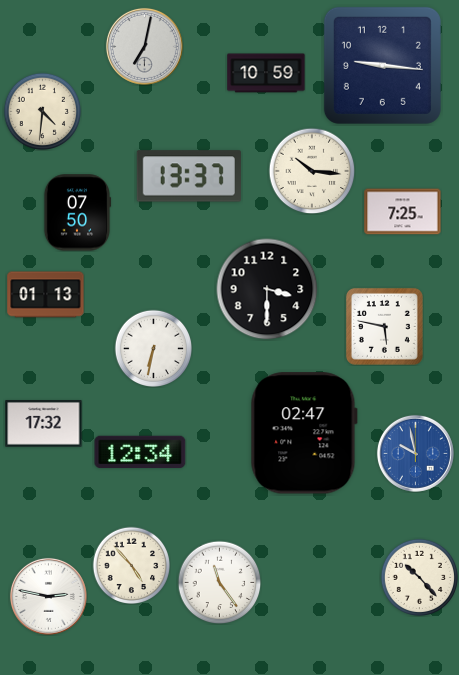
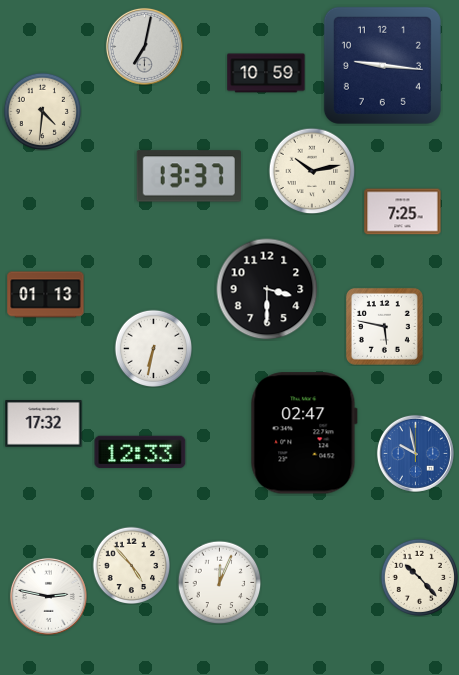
clock at (312, 171): 10:16 -> 10:13
clock at (77, 213): 07:50 -> none
clock at (140, 452): 12:34 -> 12:33
clock at (219, 582): 11:24 -> 12:04
